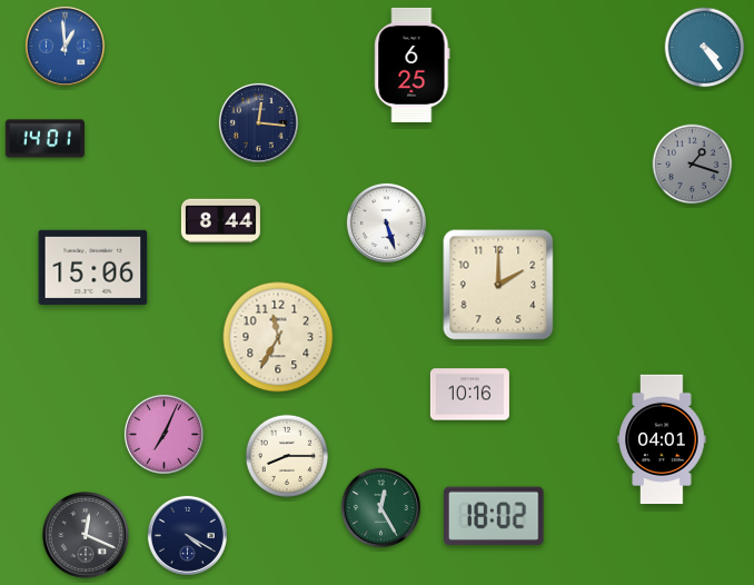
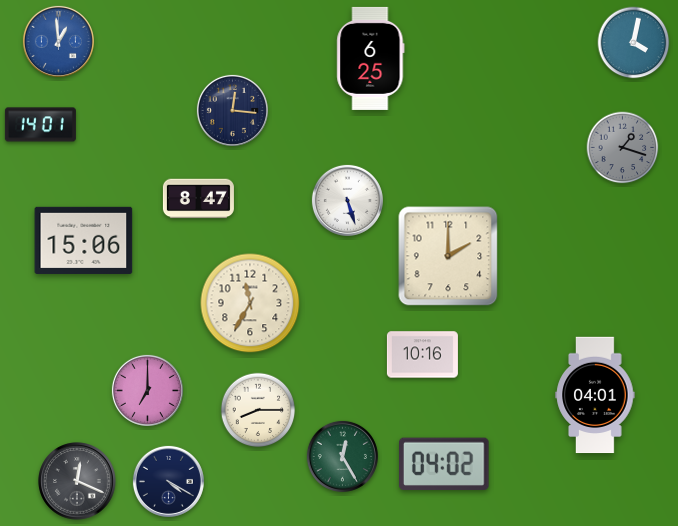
clock at (705, 48): 4:24 -> 4:02
clock at (220, 221): 8:44 -> 8:47
clock at (163, 434): 7:04 -> 7:00
clock at (495, 515): 18:02 -> 04:02
